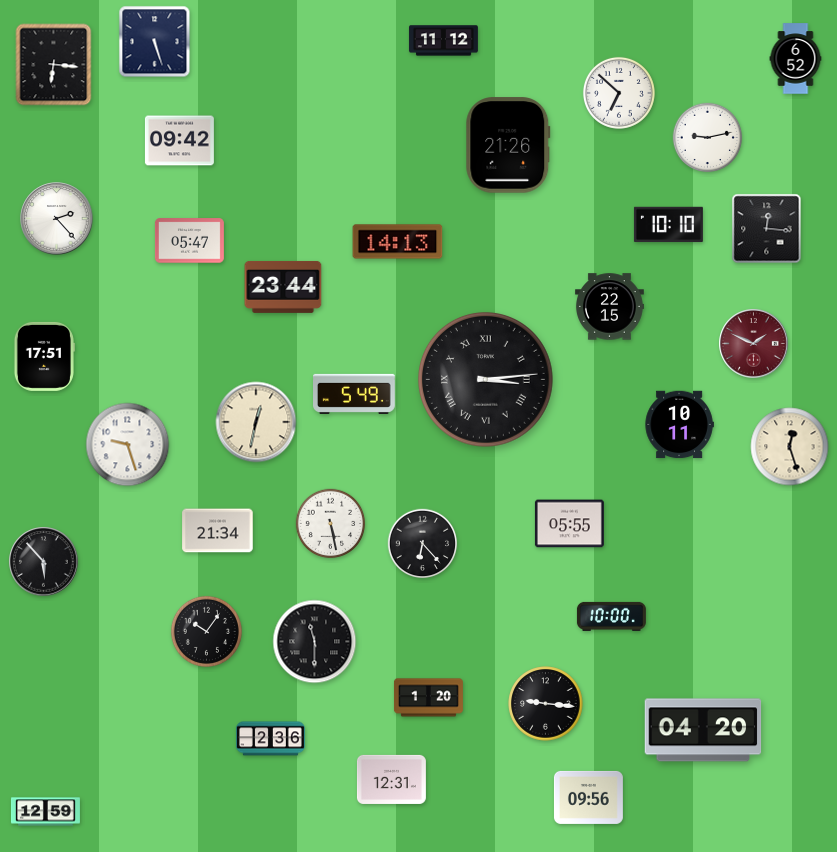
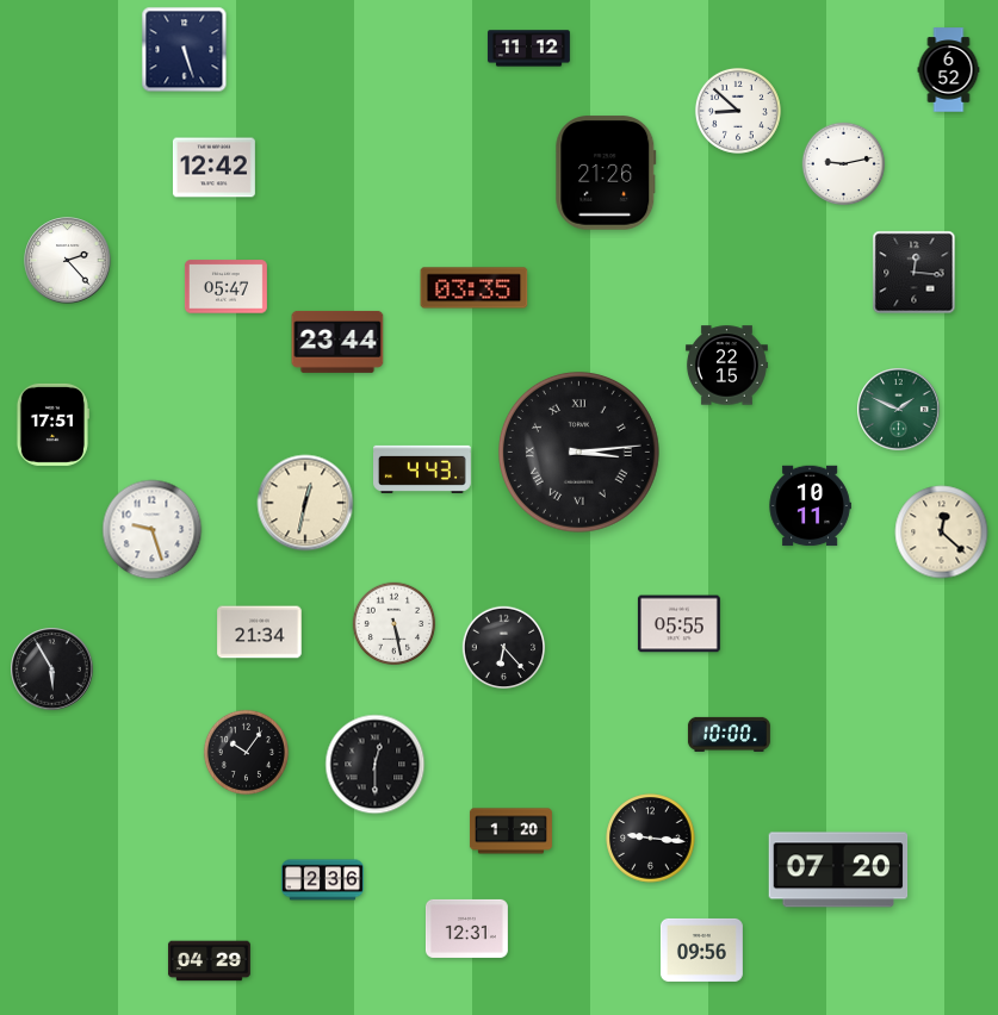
clock at (54, 65): 6:16 -> none
clock at (619, 93): 6:52 -> 8:52
clock at (179, 141): 09:42 -> 12:42
clock at (668, 225): 10:10 -> none
clock at (398, 242): 14:13 -> 03:35
clock at (754, 344) dial: burgundy -> green
clock at (355, 394): 5:49 -> 4:43
clock at (790, 447): 12:27 -> 12:22
clock at (44, 562): 5:53 -> 5:55
clock at (315, 642): 11:30 -> 12:30
clock at (703, 730): 04:20 -> 07:20
clock at (209, 961): none -> 04:29
clock at (45, 812): 12:59 -> none
